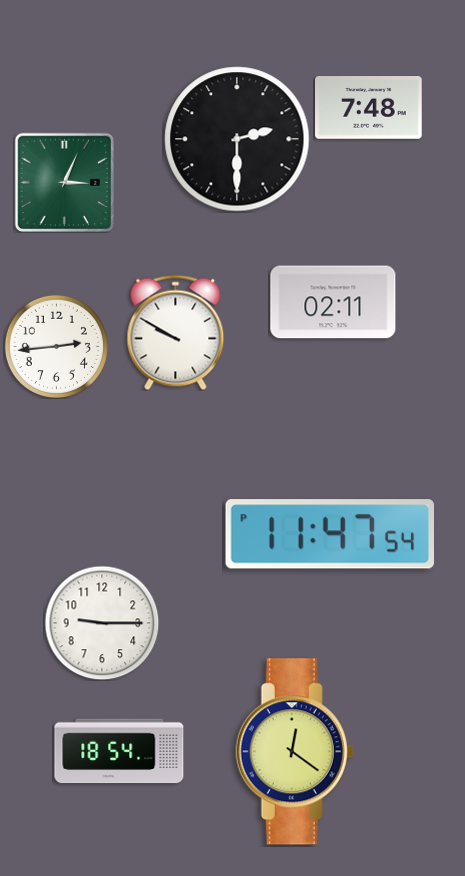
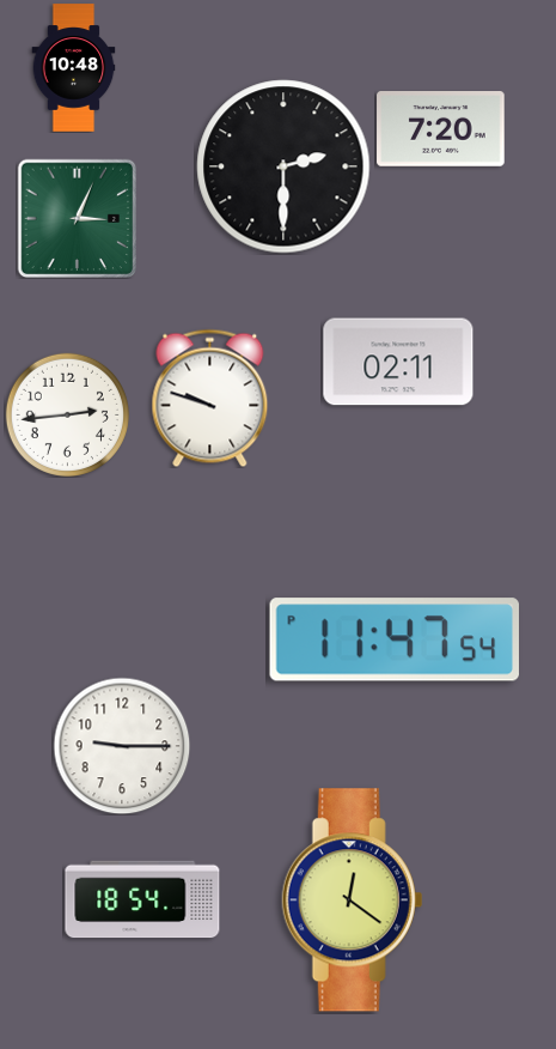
clock at (74, 68): none -> 10:48
clock at (369, 108): 7:48 -> 7:20
clock at (176, 332): 9:50 -> 9:48
